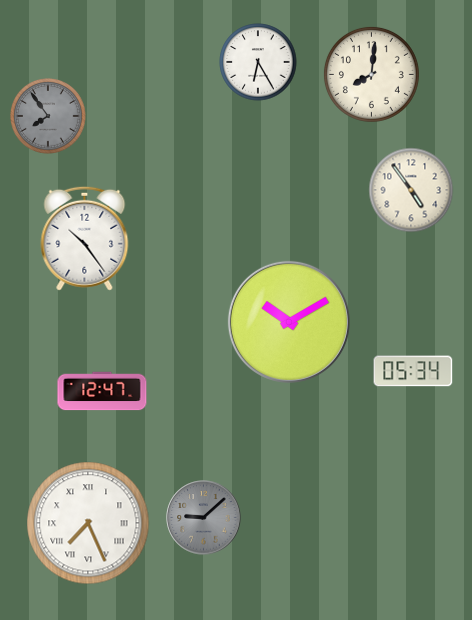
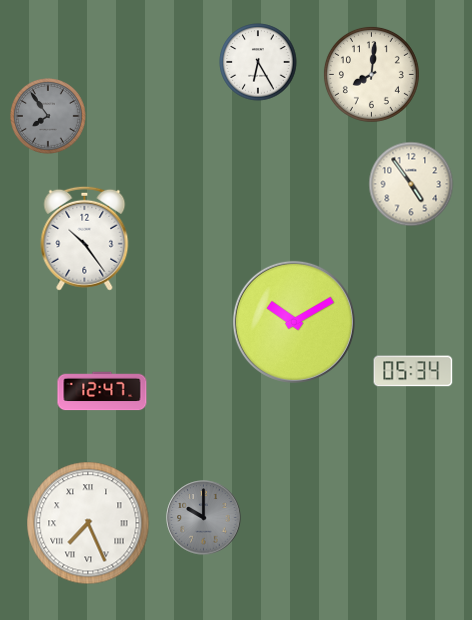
clock at (411, 190) position: (411, 190) -> (411, 184)
clock at (289, 322) position: (289, 322) -> (294, 322)
clock at (204, 518): 9:08 -> 10:00
